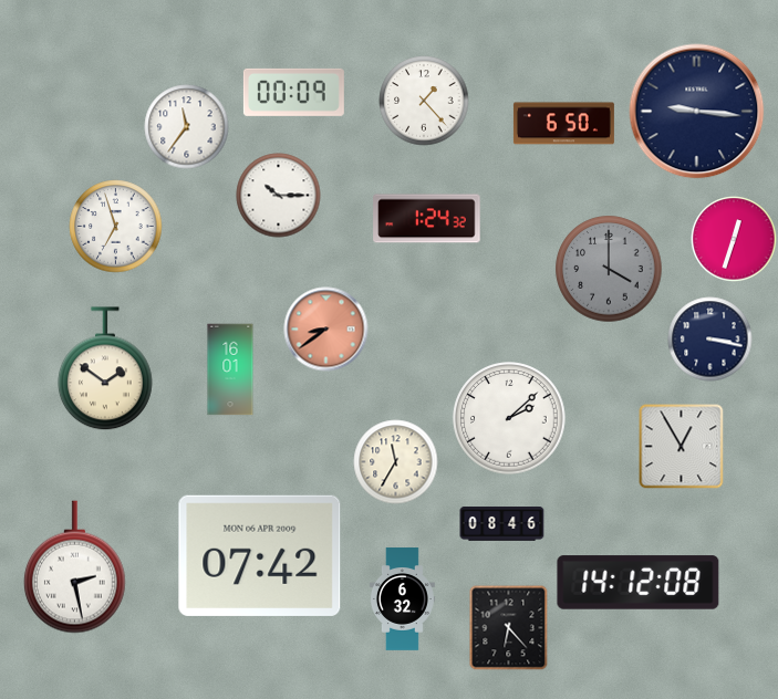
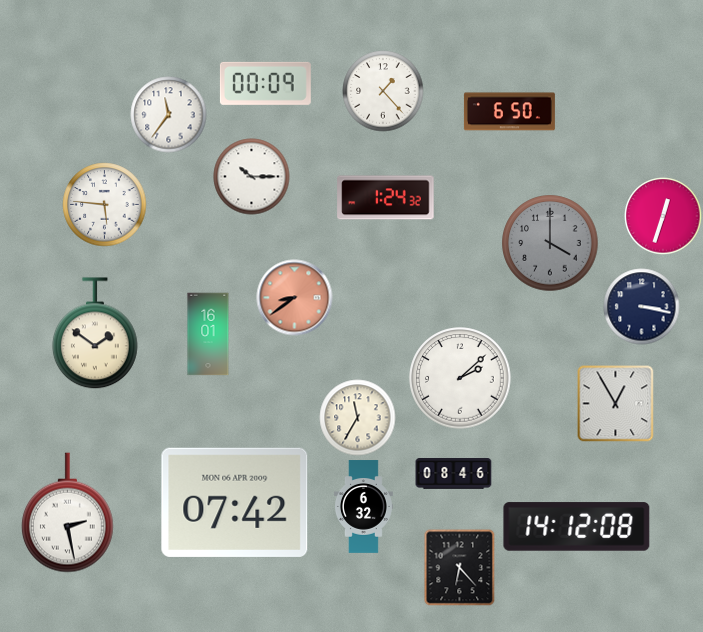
clock at (697, 112): 9:16 -> none
clock at (116, 227): 6:57 -> 5:46
clock at (402, 599) position: (402, 599) -> (363, 507)
